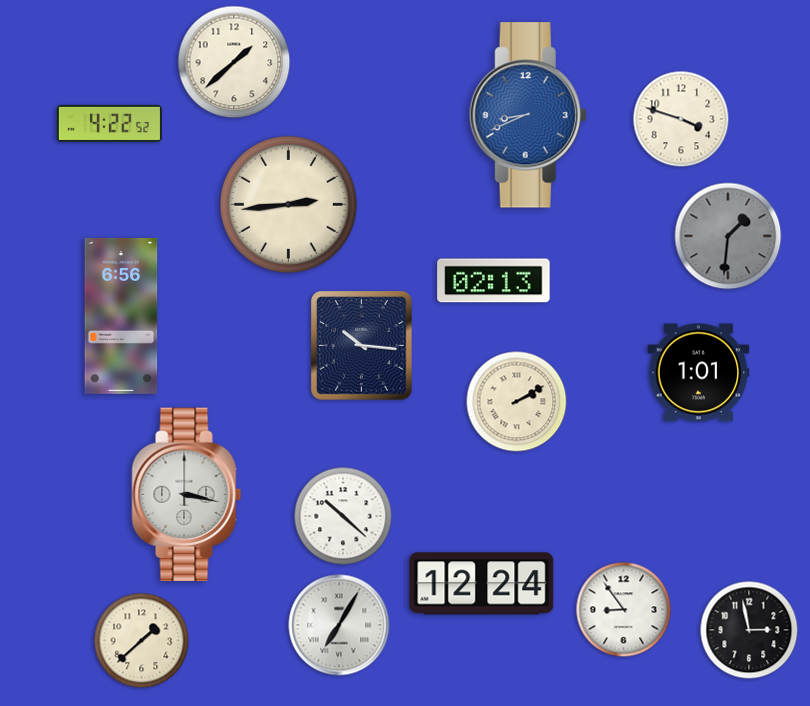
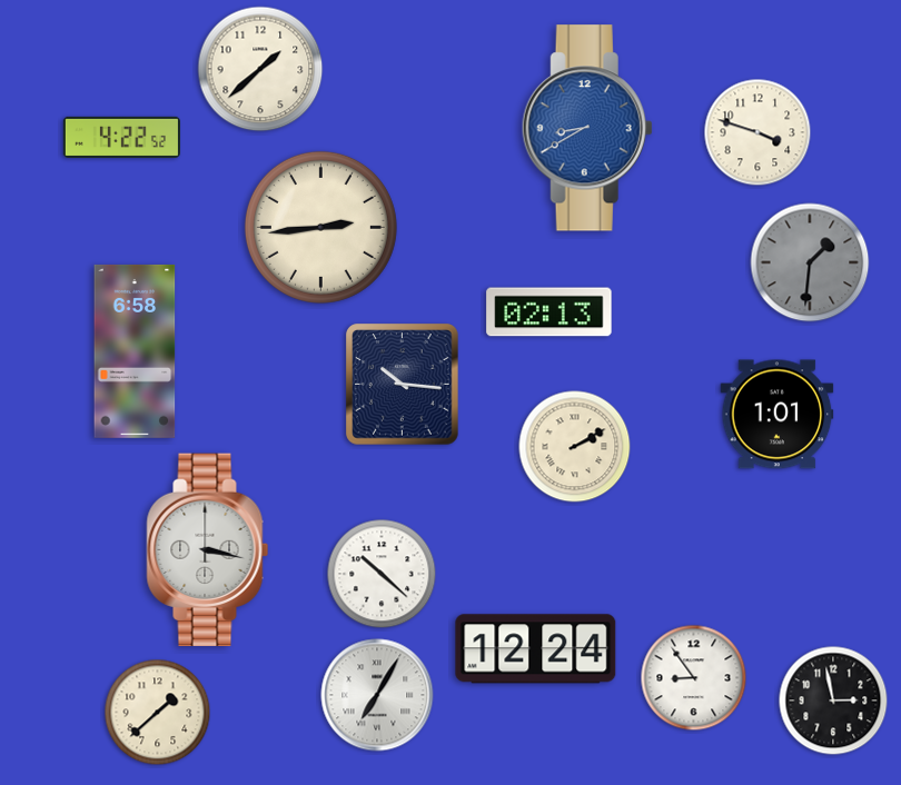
clock at (528, 115): 8:41 -> 8:40
clock at (121, 316): 6:56 -> 6:58
